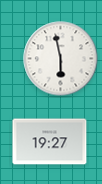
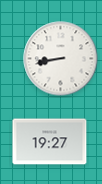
clock at (61, 59): 5:58 -> 8:43
